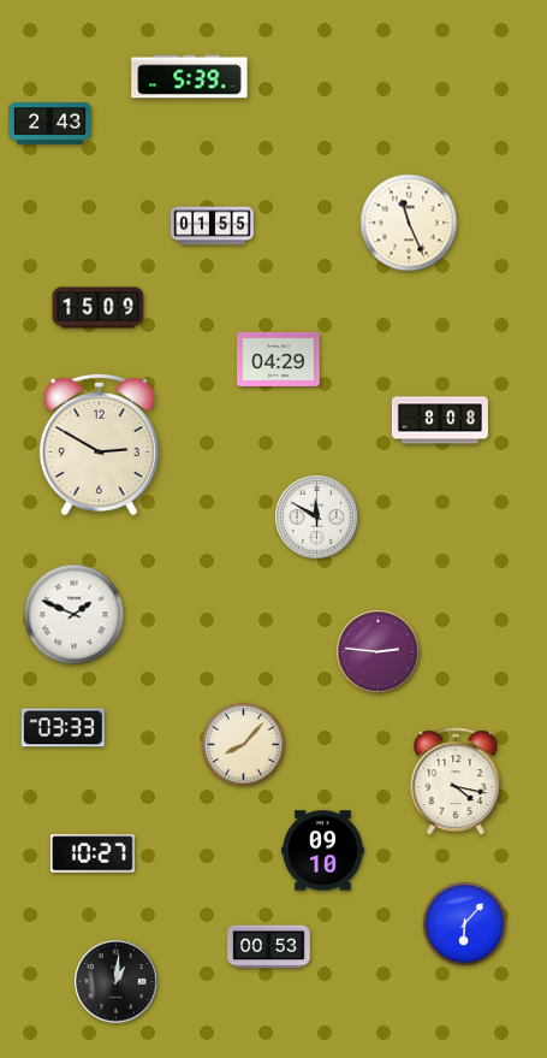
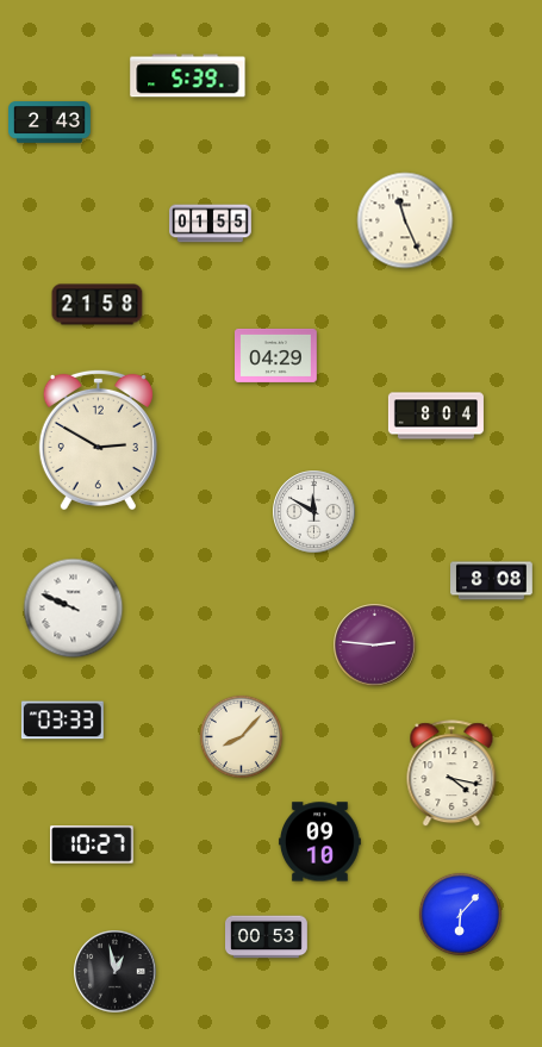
clock at (99, 308): 15:09 -> 21:58
clock at (440, 420): 8:08 -> 8:04
clock at (492, 581): none -> 8:08
clock at (75, 615): 1:49 -> 9:49
clock at (117, 982): 1:01 -> 12:58
